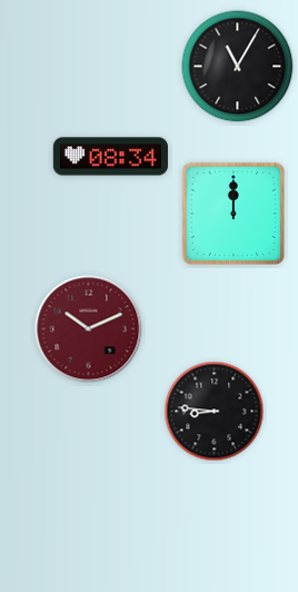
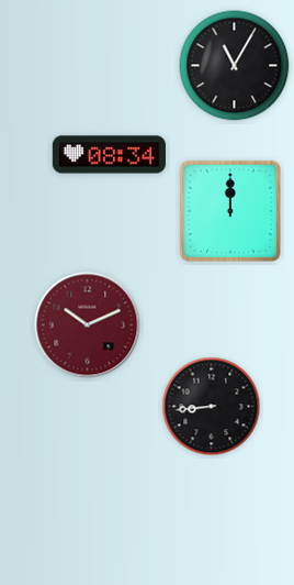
clock at (215, 412): 8:46 -> 8:44
